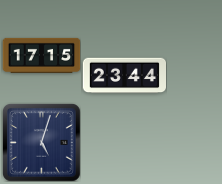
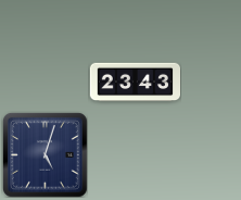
clock at (41, 55): 17:15 -> none
clock at (124, 76): 23:44 -> 23:43
